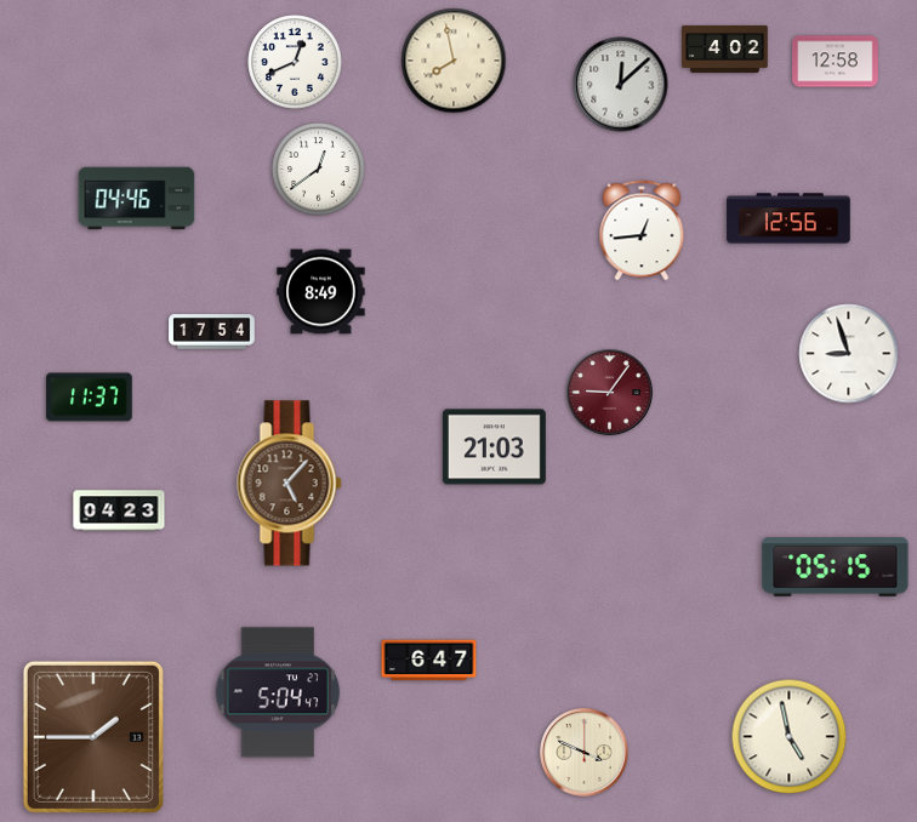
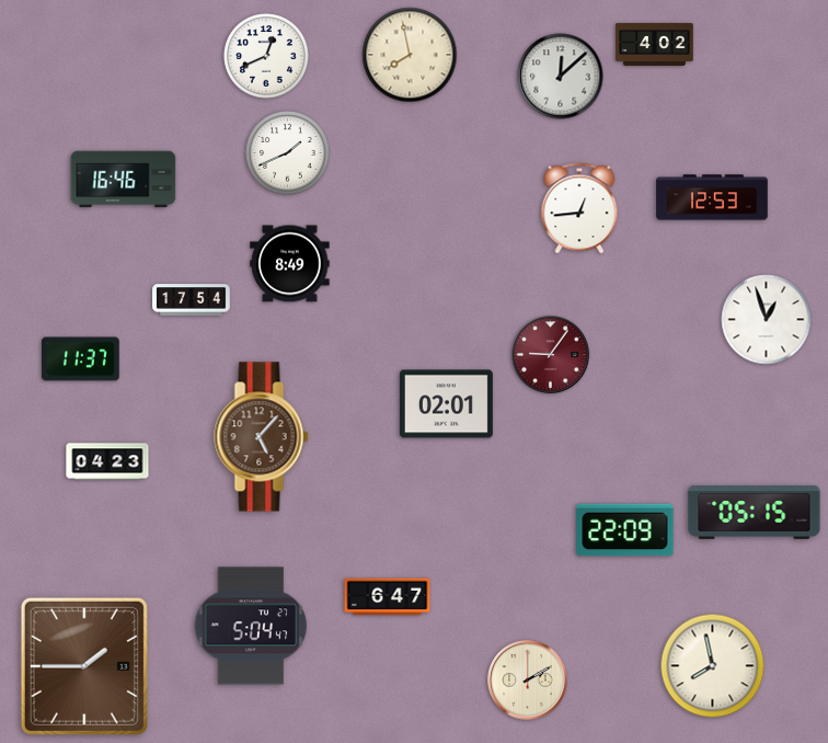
clock at (836, 62): 12:58 -> none
clock at (319, 170): 12:39 -> 1:41
clock at (137, 199): 04:46 -> 16:46
clock at (788, 218): 12:56 -> 12:53
clock at (849, 354): 8:57 -> 12:57
clock at (494, 447): 21:03 -> 02:01
clock at (625, 530): none -> 22:09
clock at (790, 737): 4:58 -> 7:58
clock at (585, 753): 3:49 -> 2:10
